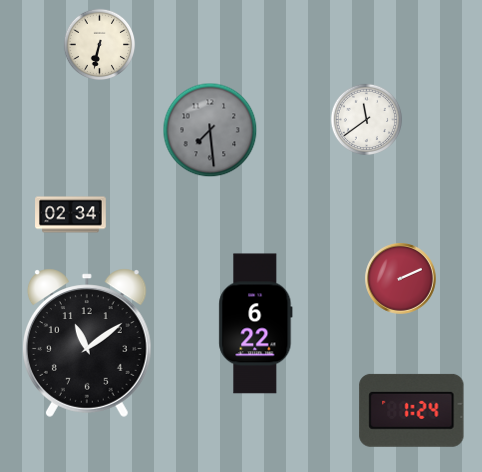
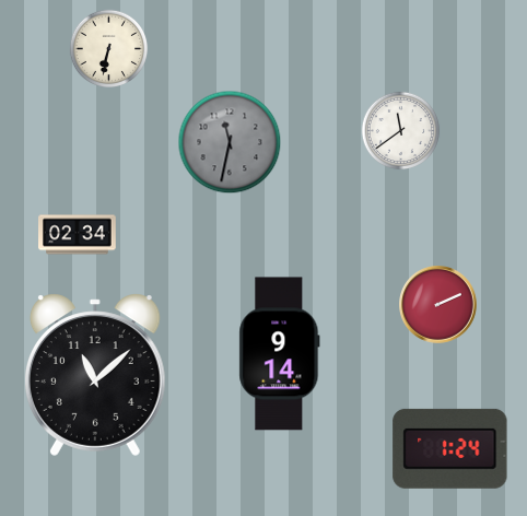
clock at (210, 130): 7:29 -> 11:32
clock at (256, 324): 6:22 -> 9:14
clock at (87, 343): 11:09 -> 11:08
